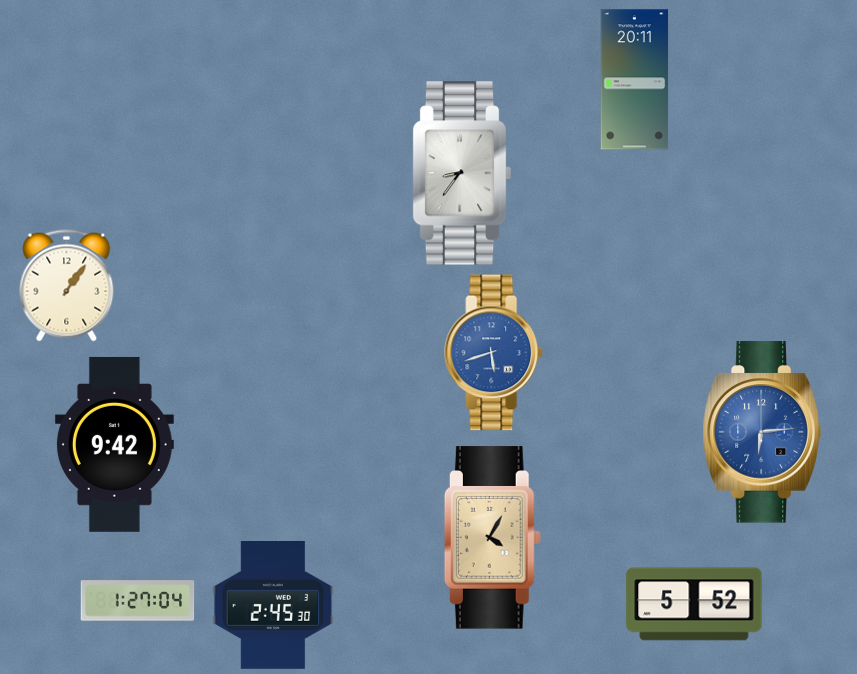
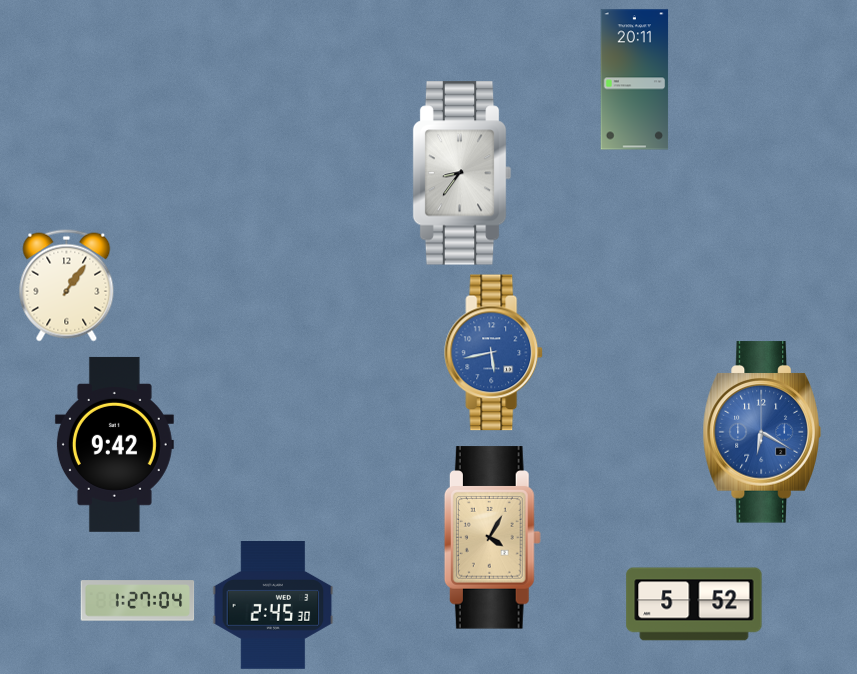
clock at (494, 353): 5:42 -> 5:43
clock at (762, 432): 6:14 -> 6:20
